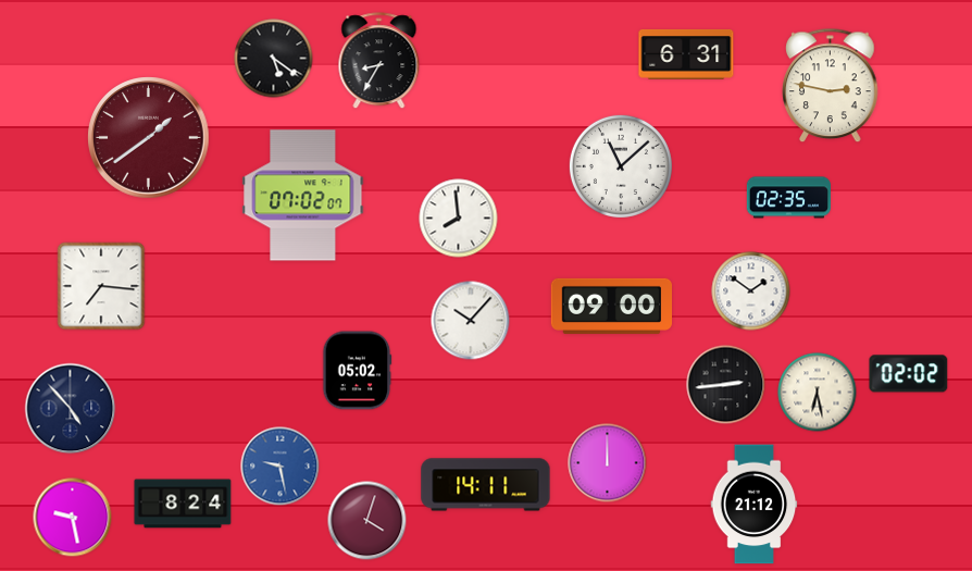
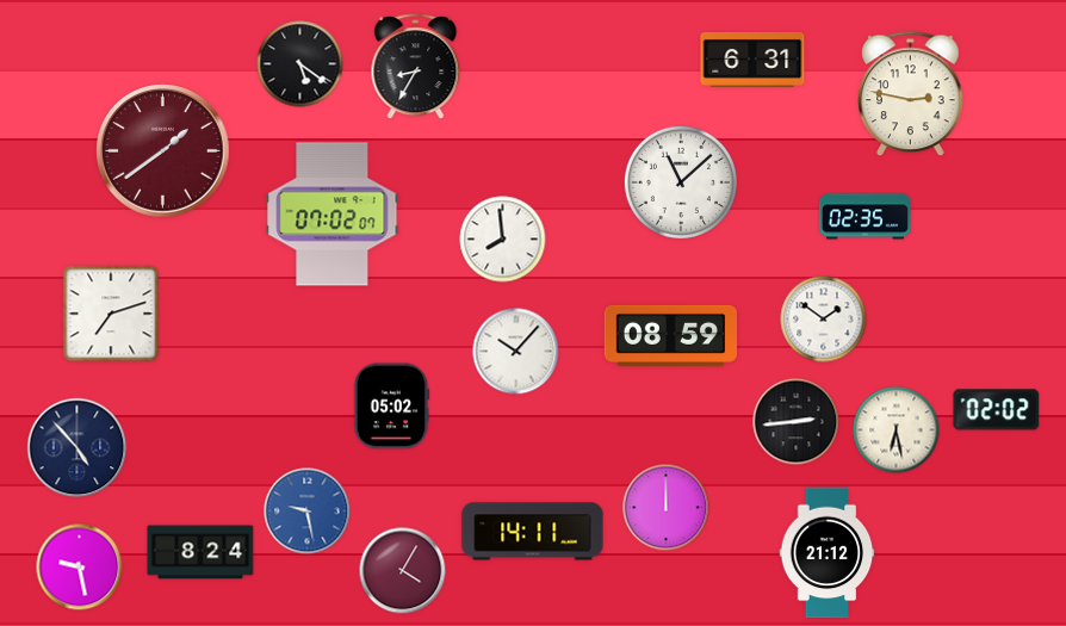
clock at (101, 286): 7:16 -> 7:12
clock at (611, 306): 09:00 -> 08:59
clock at (367, 521): 4:03 -> 4:05
